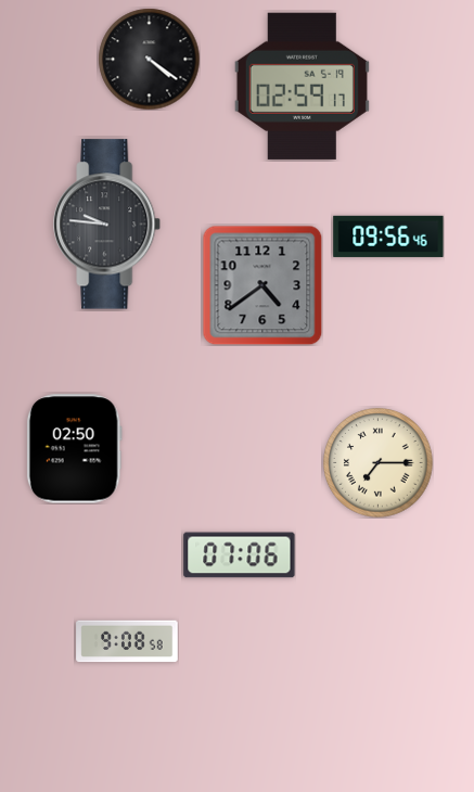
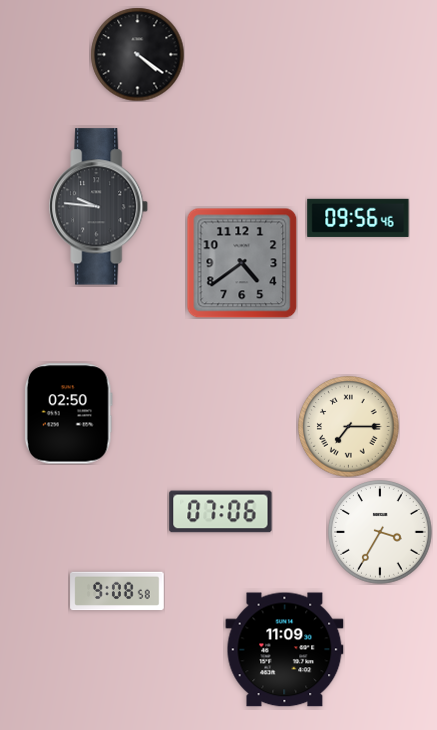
clock at (302, 86): 02:59 -> none
clock at (381, 533): none -> 3:35
clock at (285, 650): none -> 11:09
